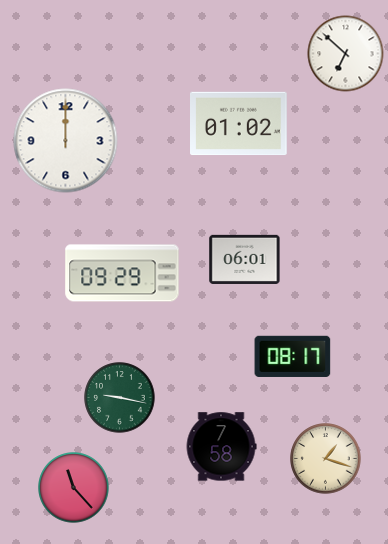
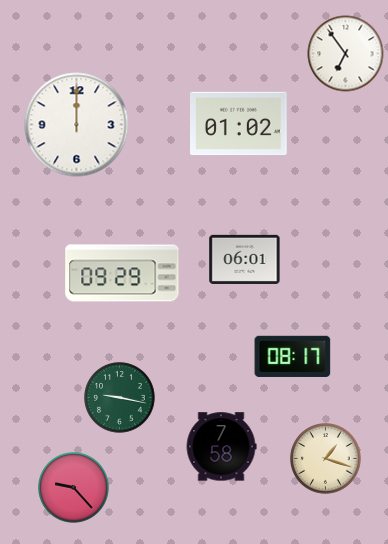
clock at (346, 54): 6:52 -> 6:54
clock at (66, 141) position: (66, 141) -> (77, 125)
clock at (74, 488): 11:23 -> 9:23
